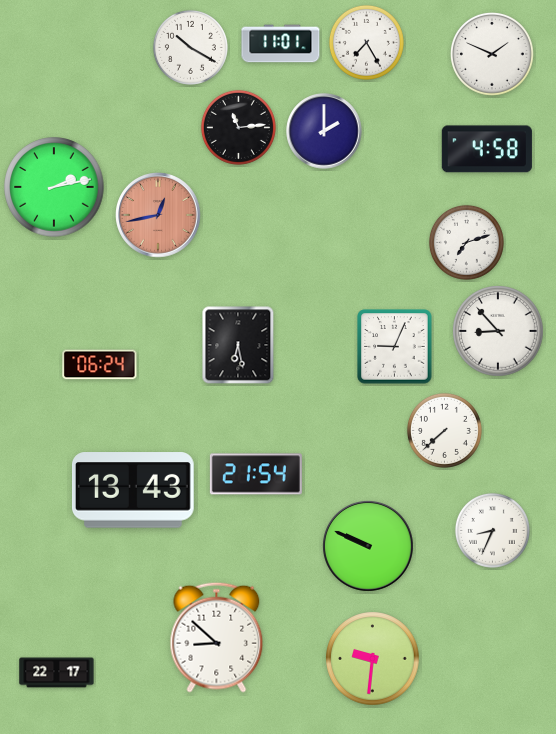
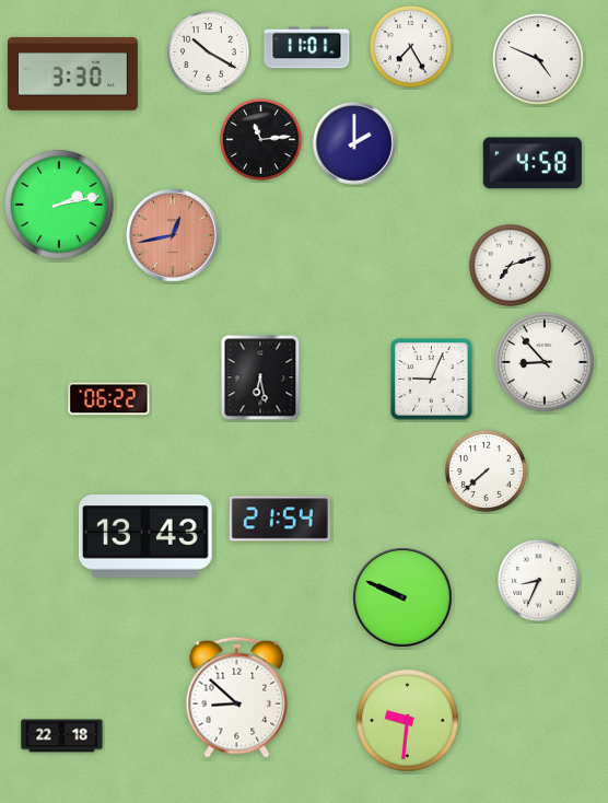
clock at (366, 42) position: (366, 42) -> (410, 46)
clock at (493, 54): 1:49 -> 4:49
clock at (72, 73): none -> 3:30
clock at (100, 365): 06:24 -> 06:22
clock at (57, 673): 22:17 -> 22:18
